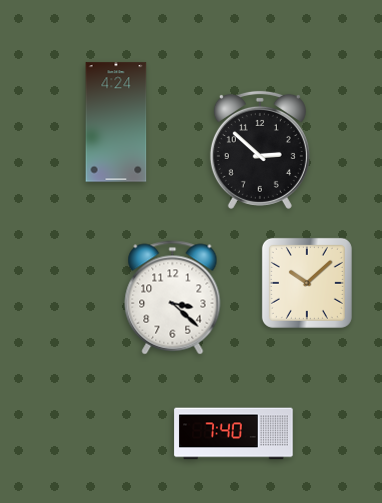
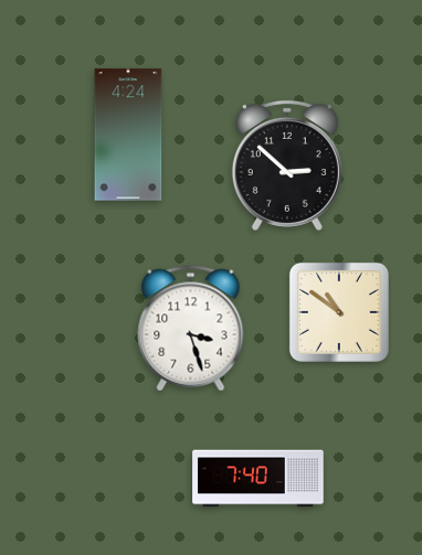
clock at (307, 283): 10:08 -> 10:51
clock at (173, 298): 3:22 -> 3:27
